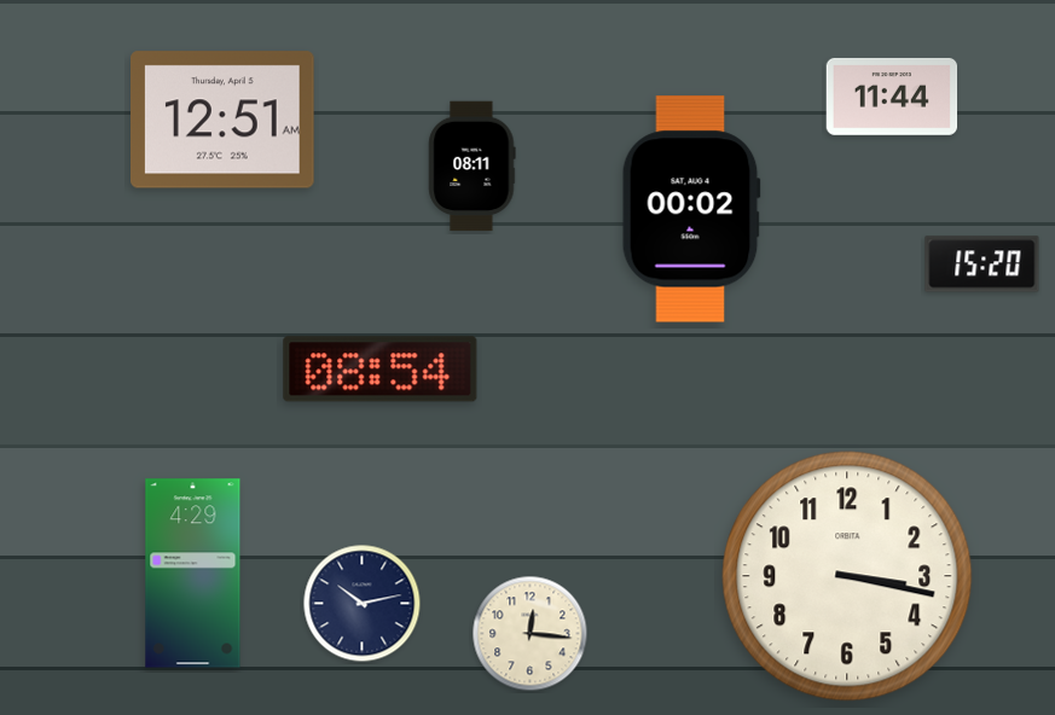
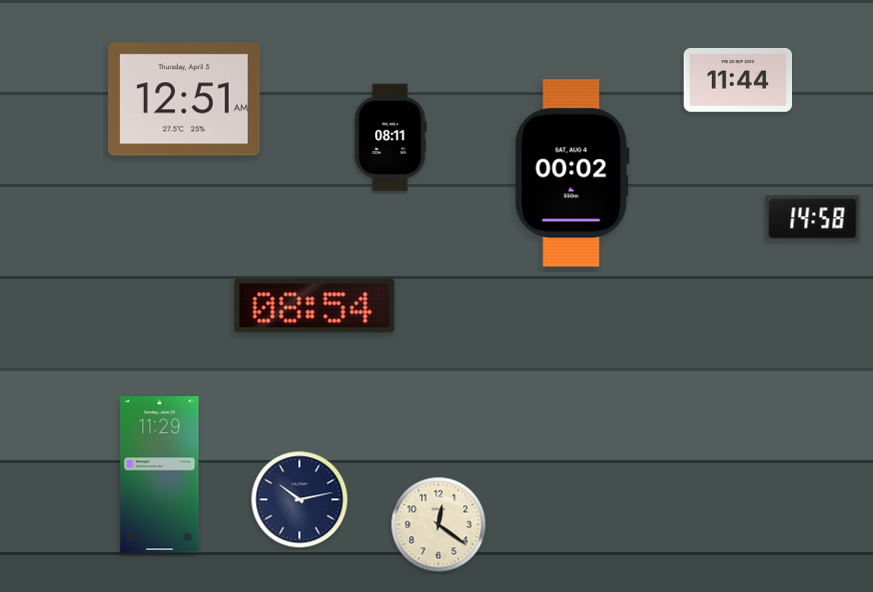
clock at (982, 265): 15:20 -> 14:58
clock at (193, 574): 4:29 -> 11:29
clock at (847, 576): 3:17 -> none
clock at (531, 634): 12:16 -> 12:21
